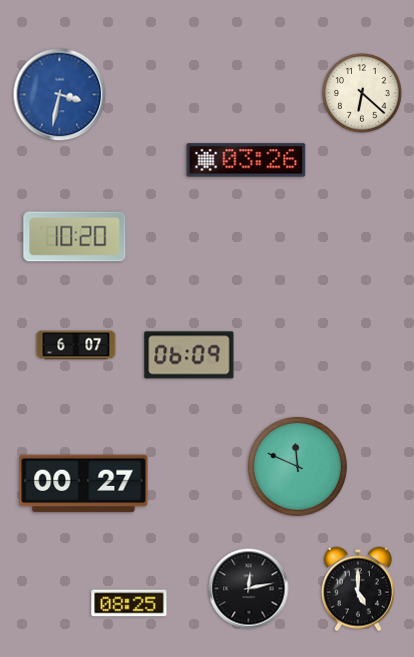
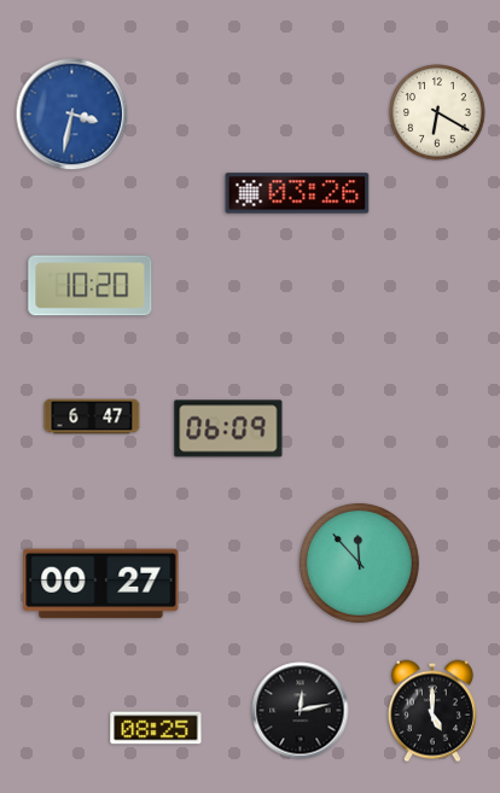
clock at (362, 93): 6:22 -> 6:20
clock at (76, 345): 6:07 -> 6:47
clock at (297, 466): 11:49 -> 11:53
